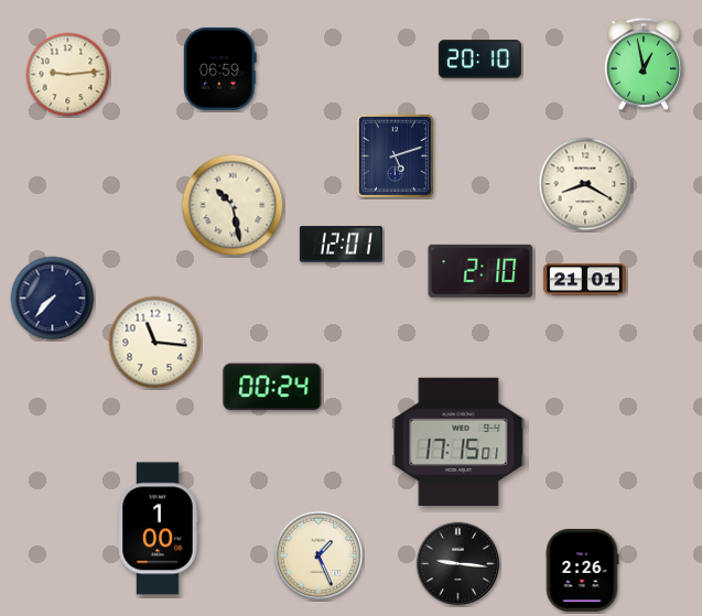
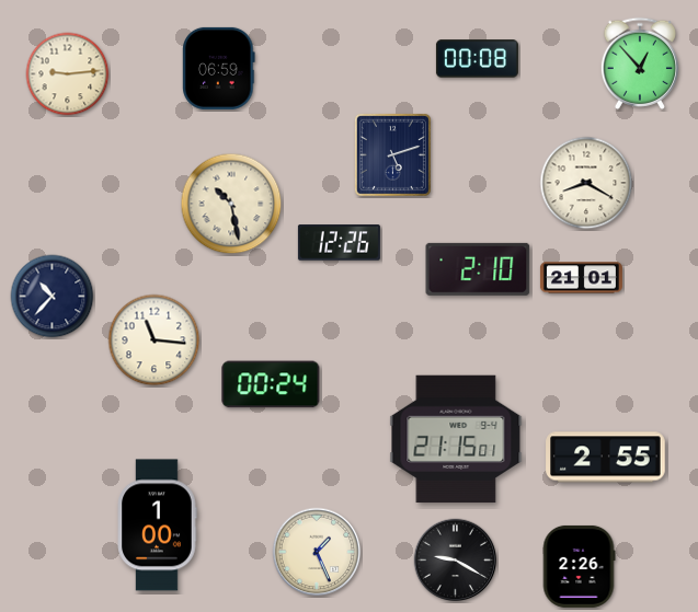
clock at (479, 60): 20:10 -> 00:08
clock at (644, 64): 12:58 -> 12:53
clock at (585, 184) position: (585, 184) -> (586, 183)
clock at (341, 245): 12:01 -> 12:26
clock at (53, 299): 7:37 -> 10:37
clock at (458, 442): 17:15 -> 21:15
clock at (606, 458): none -> 2:55
clock at (458, 564): 9:16 -> 9:20
